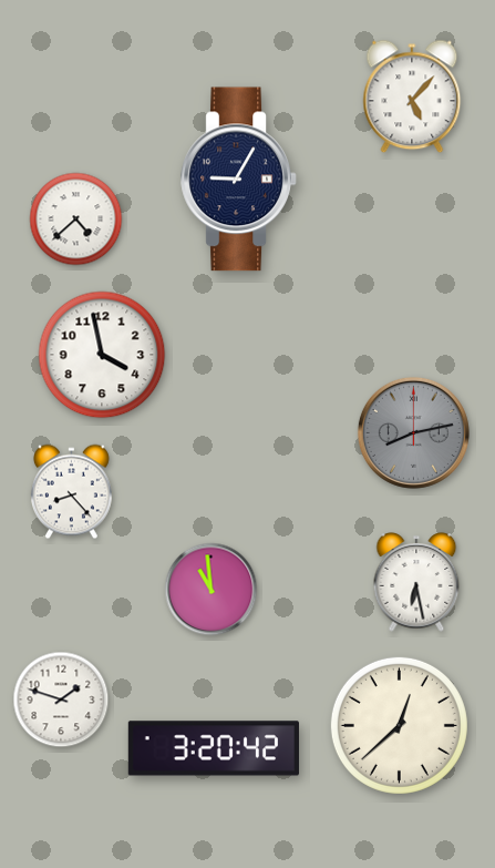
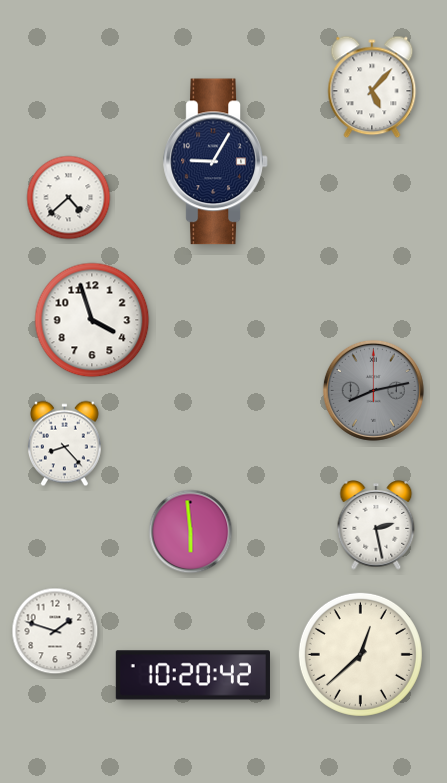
clock at (102, 355): 3:58 -> 3:57
clock at (416, 582): 6:28 -> 2:28
clock at (212, 590): 10:59 -> 5:59
clock at (214, 748): 3:20 -> 10:20
